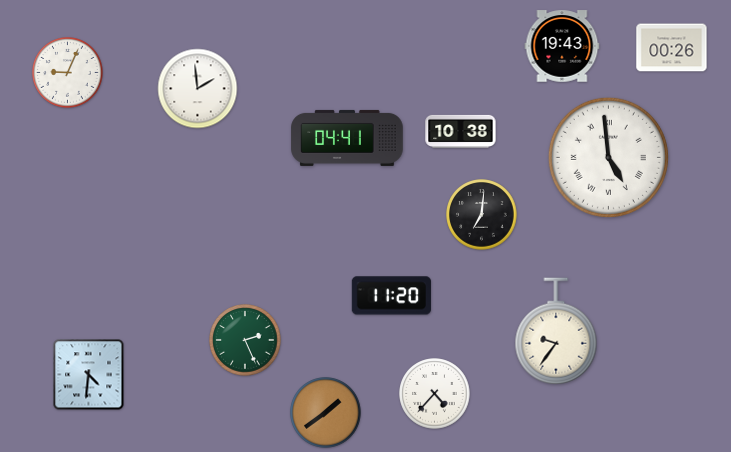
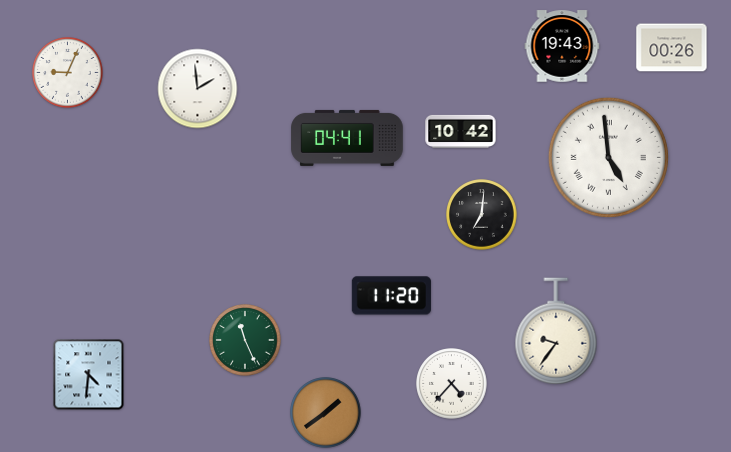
clock at (461, 131): 10:38 -> 10:42
clock at (245, 340): 2:26 -> 11:26
clock at (435, 394) position: (435, 394) -> (452, 384)
